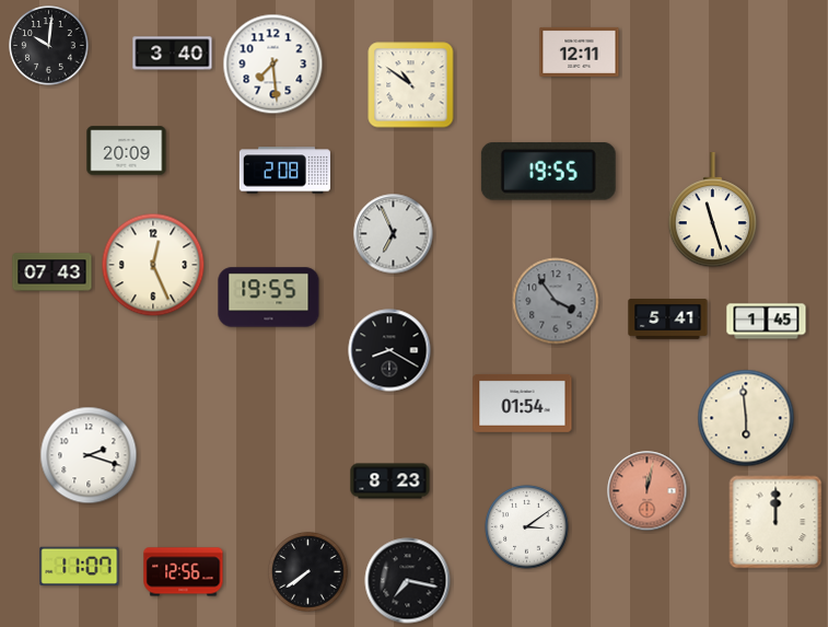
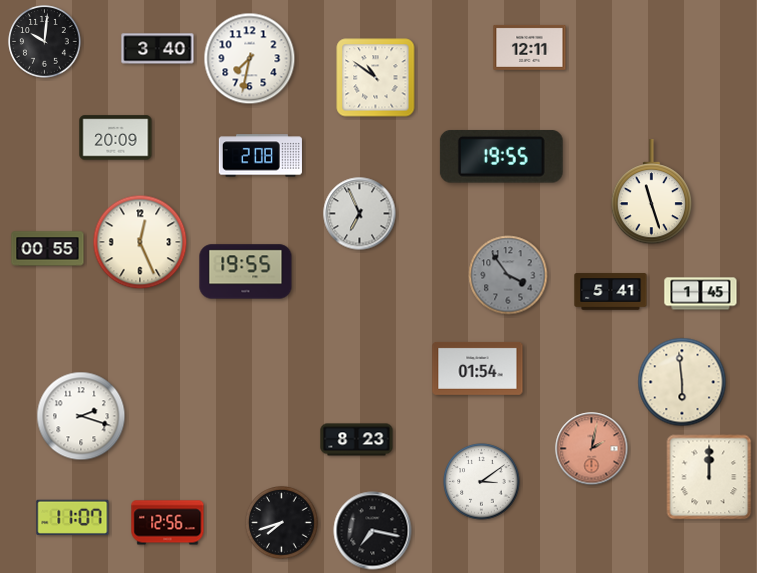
clock at (273, 65): 7:29 -> 7:32
clock at (53, 272): 07:43 -> 00:55
clock at (389, 350): 8:20 -> none
clock at (648, 491): 12:02 -> 2:02
clock at (308, 572): 7:39 -> 7:42
